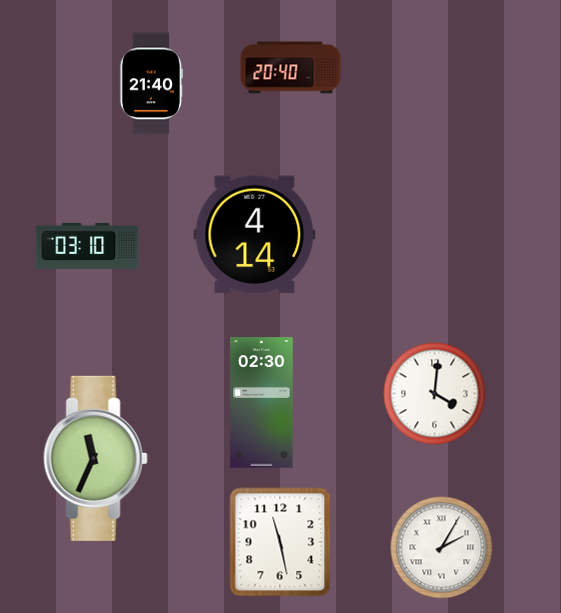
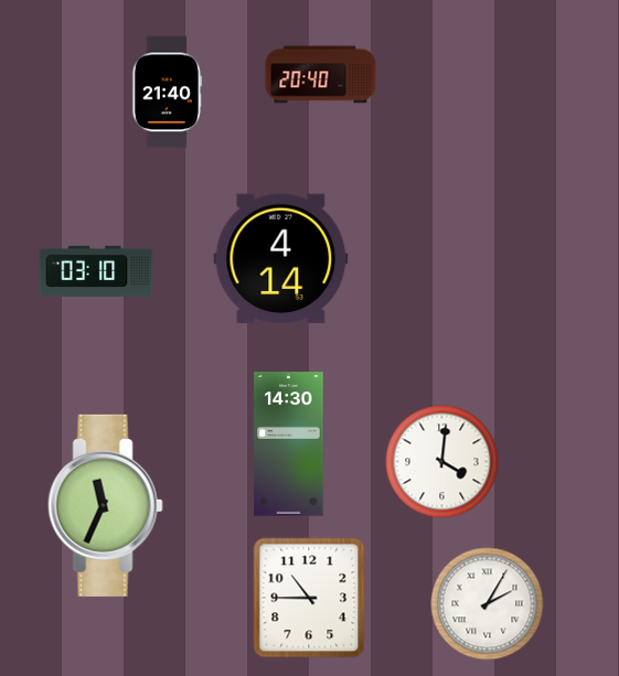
clock at (435, 394) position: (435, 394) -> (442, 462)
clock at (262, 403): 02:30 -> 14:30
clock at (280, 542): 11:28 -> 10:45
